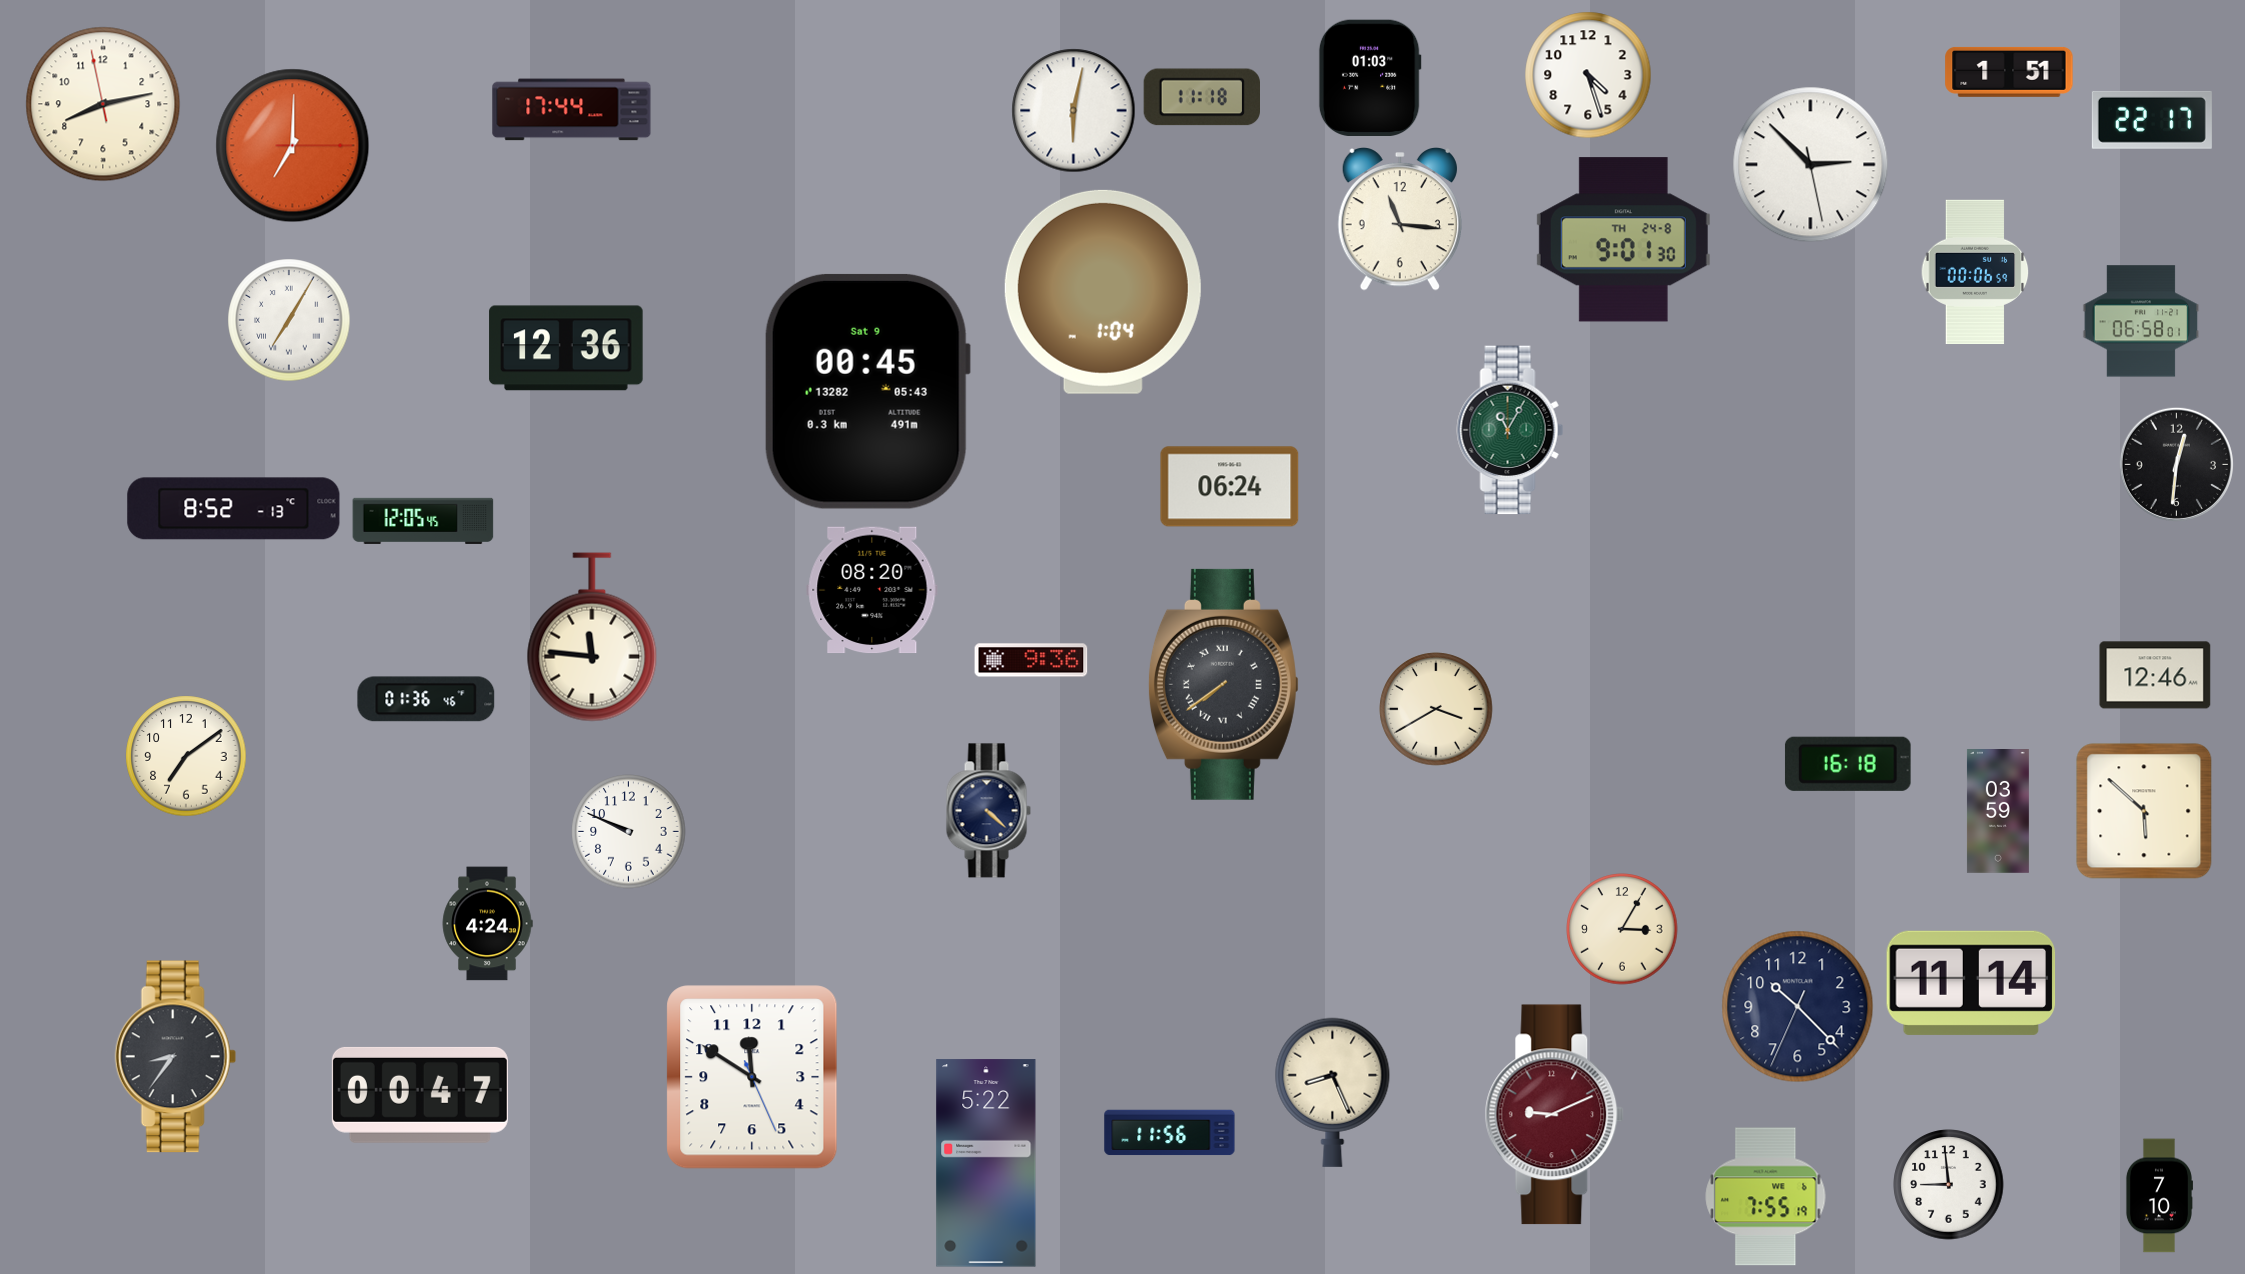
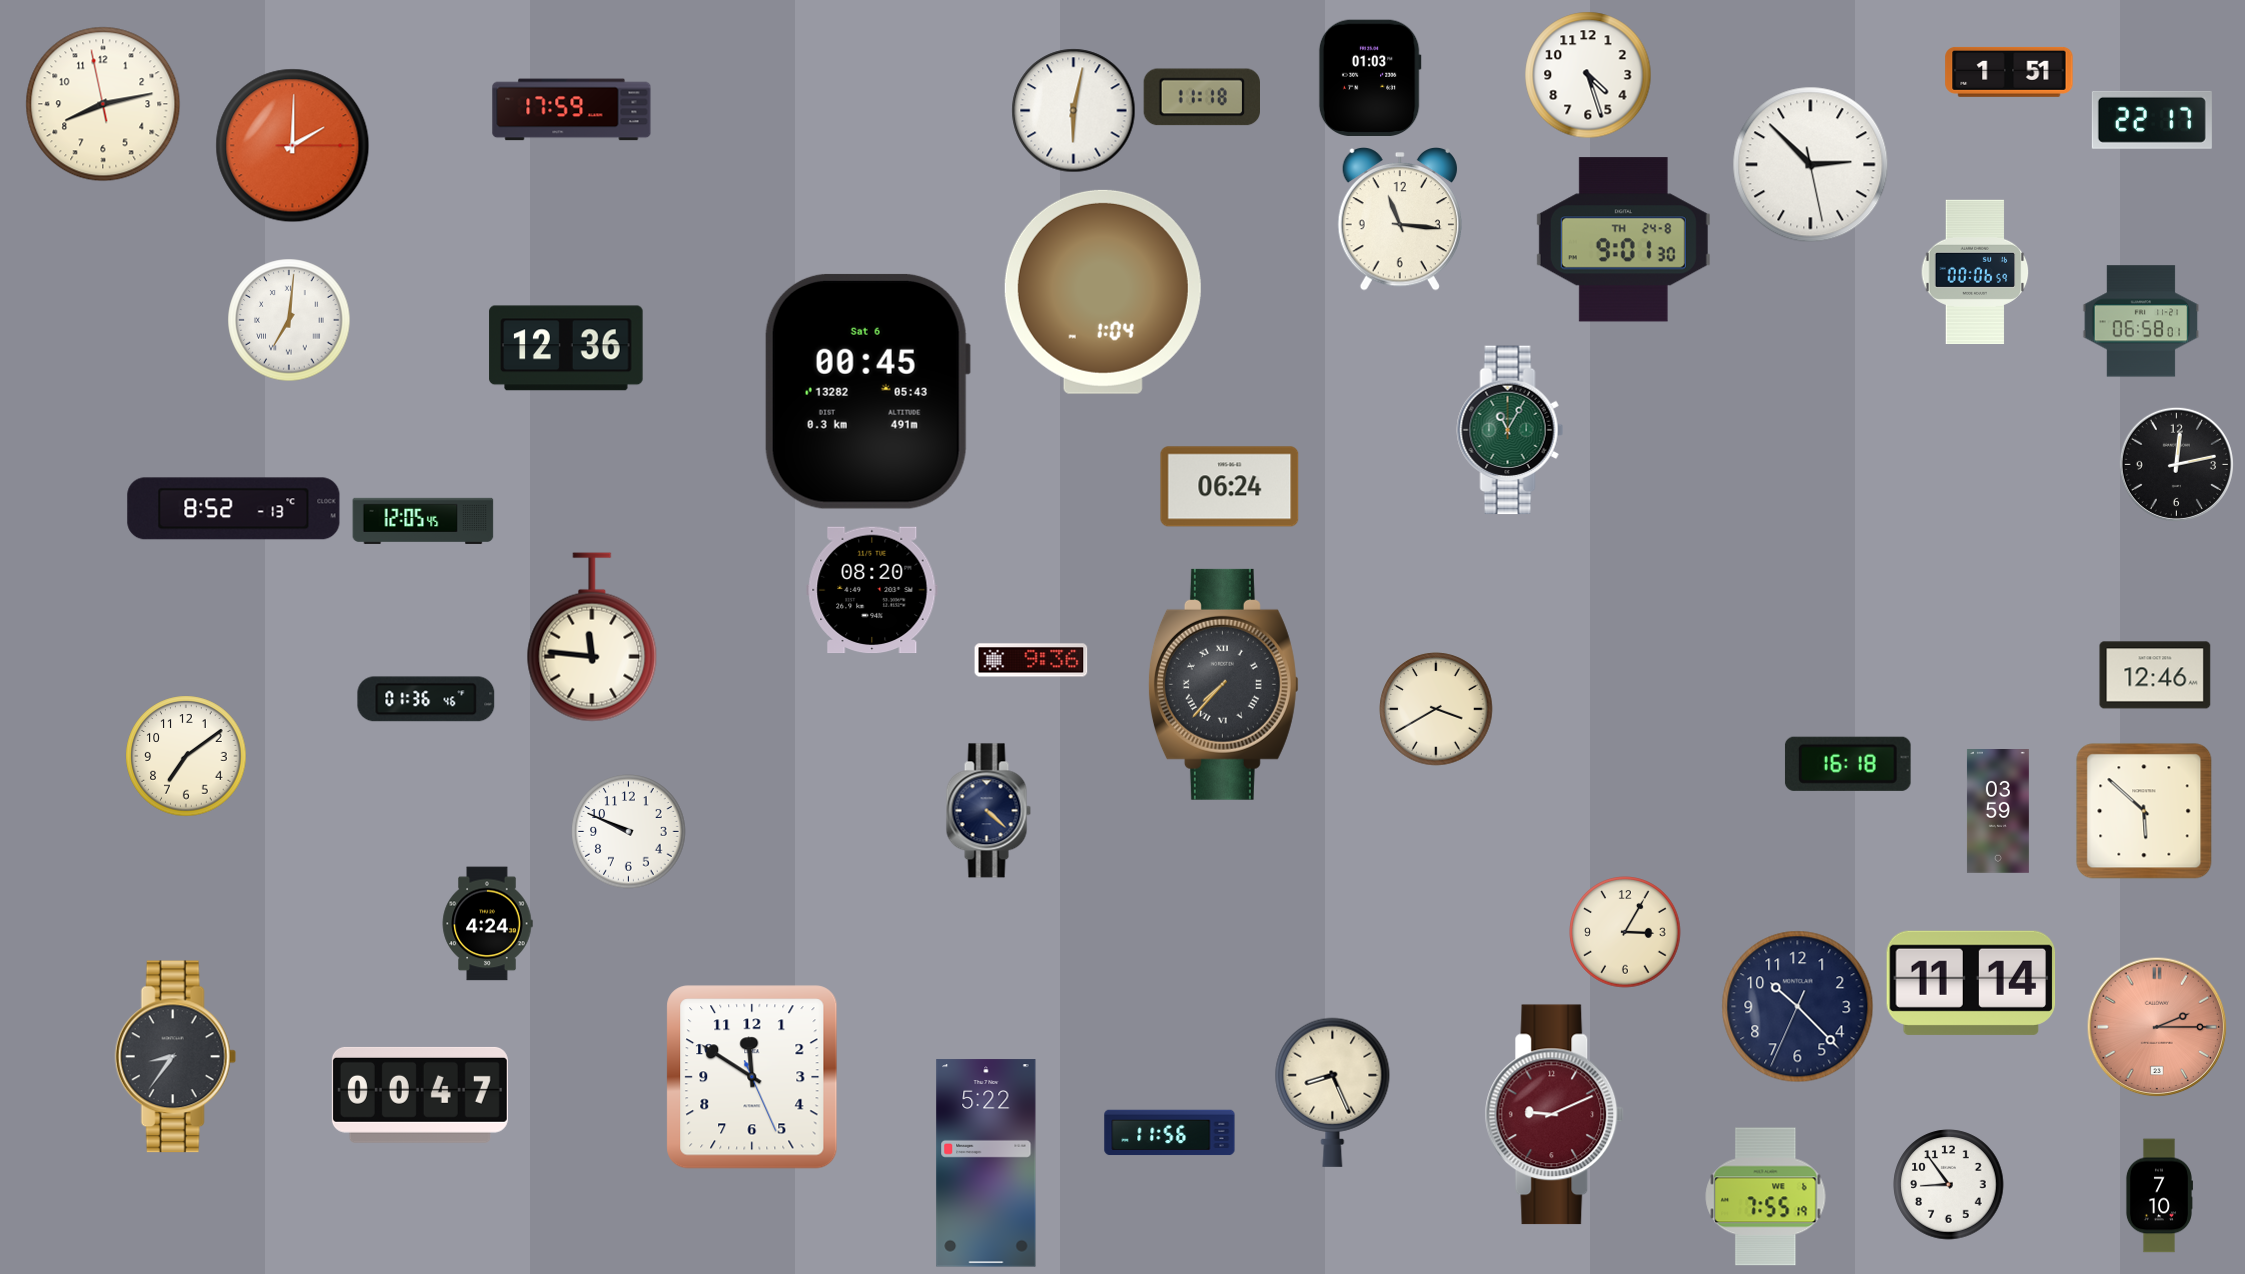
clock at (572, 110): 17:44 -> 17:59
clock at (293, 146): 7:00 -> 2:00
clock at (289, 320): 7:05 -> 7:01
clock at (867, 391) date: Sat 9 -> Sat 6
clock at (2176, 464): 12:31 -> 12:13
clock at (1223, 684): 7:39 -> 7:37
clock at (1622, 929) position: (1622, 929) -> (1625, 932)
clock at (2157, 1027): none -> 2:15
clock at (1949, 1185): 8:59 -> 8:54
